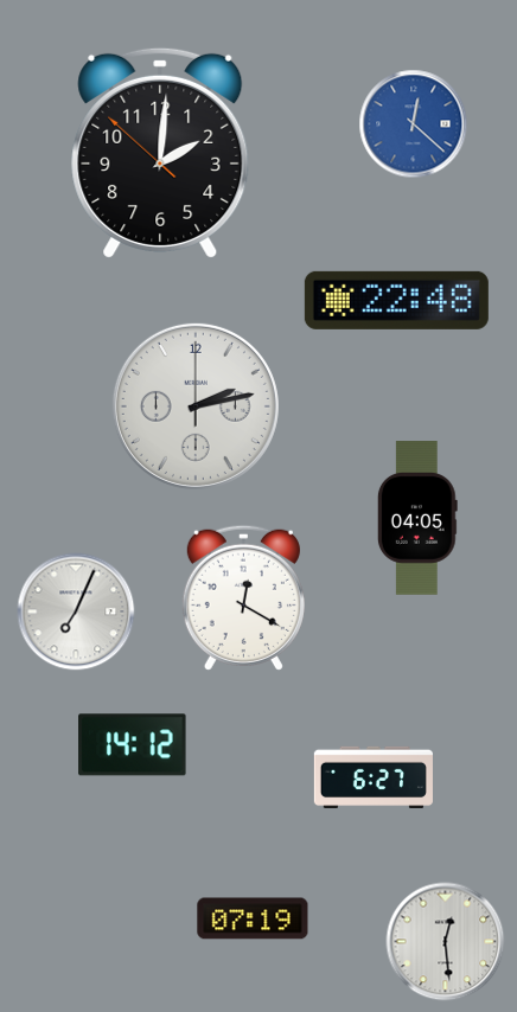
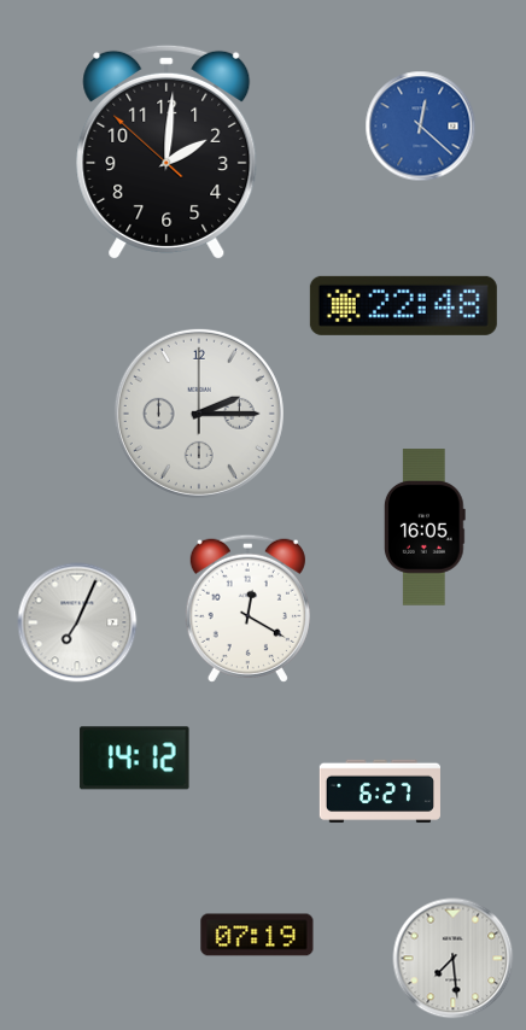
clock at (160, 153) position: (160, 153) -> (166, 152)
clock at (196, 406): 2:13 -> 2:15
clock at (417, 518): 04:05 -> 16:05
clock at (446, 942): 12:29 -> 7:29
